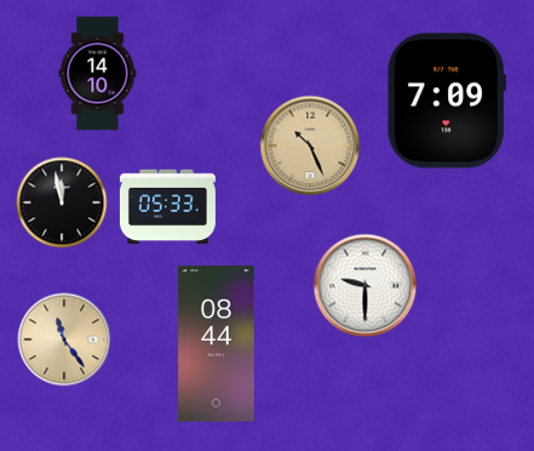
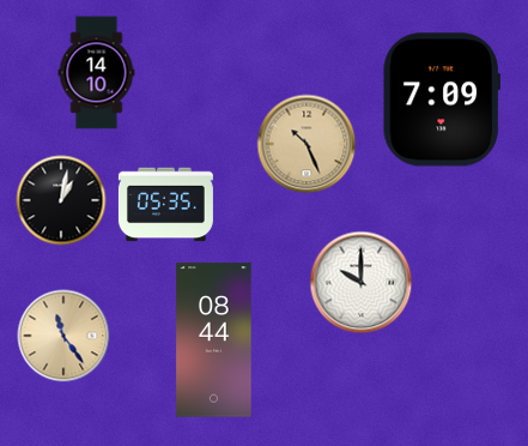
clock at (62, 202): 11:58 -> 1:02
clock at (167, 207): 05:33 -> 05:35
clock at (366, 286): 9:30 -> 10:00
